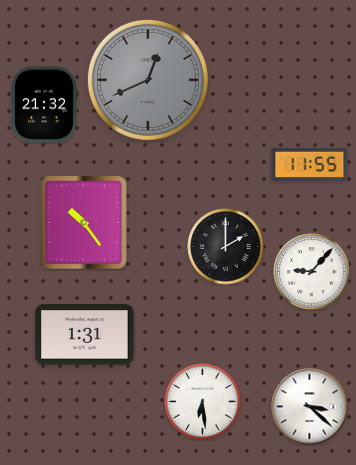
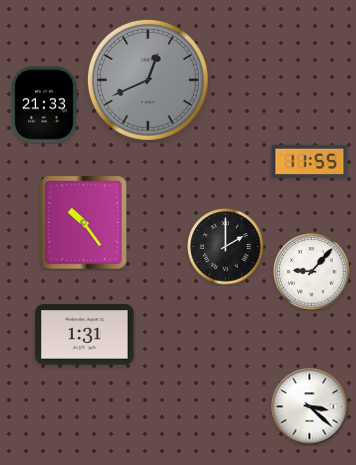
clock at (44, 105): 21:32 -> 21:33
clock at (310, 164) position: (310, 164) -> (310, 161)
clock at (203, 402): 6:29 -> none
